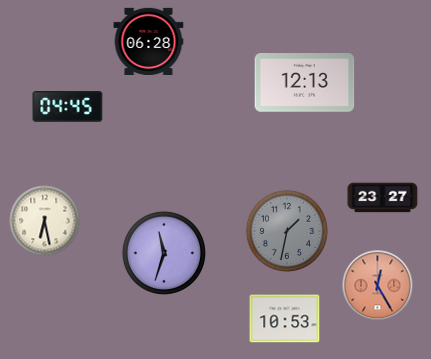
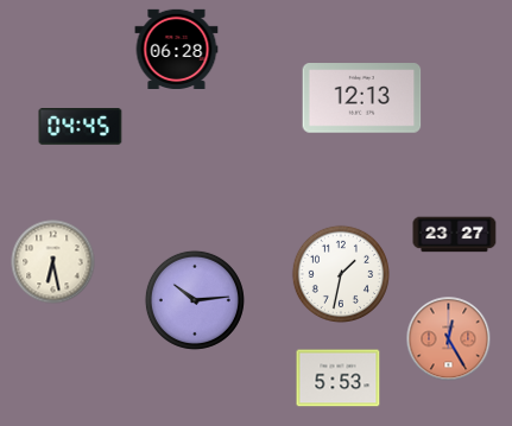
clock at (286, 230) dial: grey -> white
clock at (164, 253): 11:33 -> 10:14
clock at (285, 319): 10:53 -> 5:53
